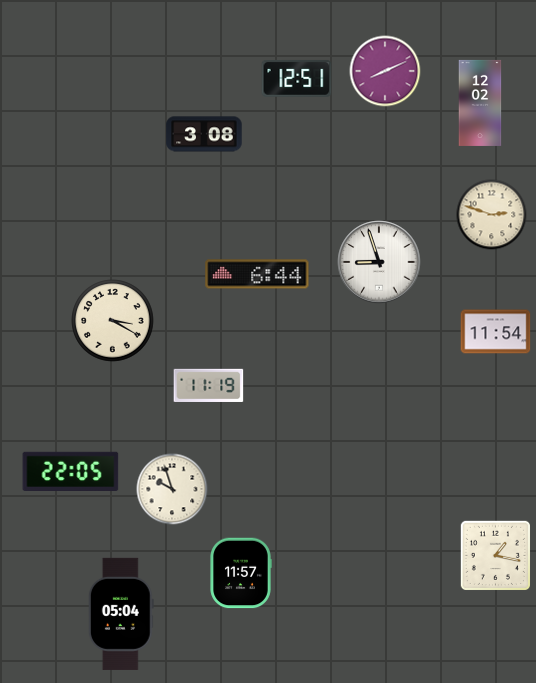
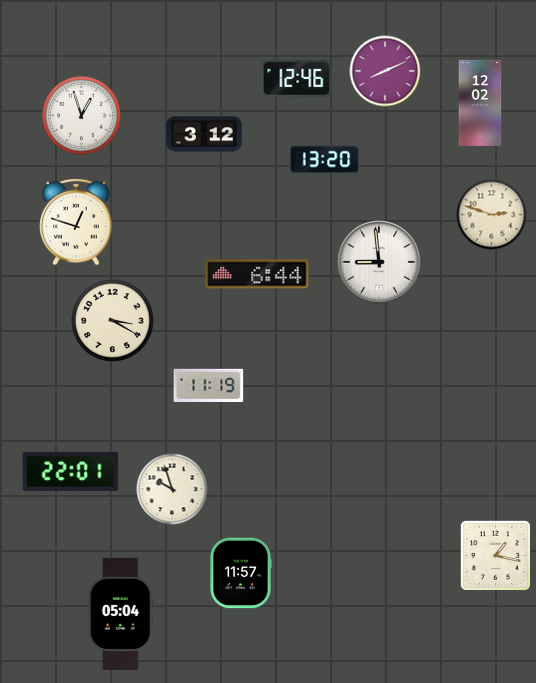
clock at (297, 79): 12:51 -> 12:46
clock at (81, 115): none -> 12:57
clock at (204, 134): 3:08 -> 3:12
clock at (325, 160): none -> 13:20
clock at (76, 222): none -> 12:48
clock at (379, 262): 8:57 -> 8:59
clock at (496, 332): 11:54 -> none
clock at (71, 471): 22:05 -> 22:01
